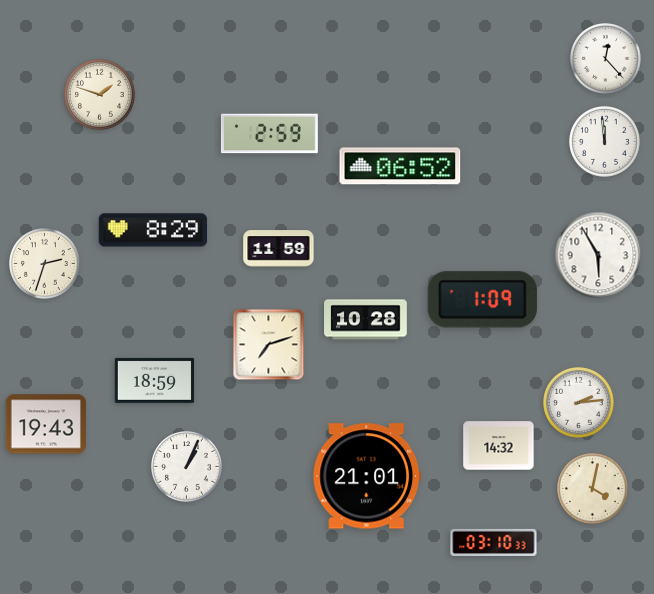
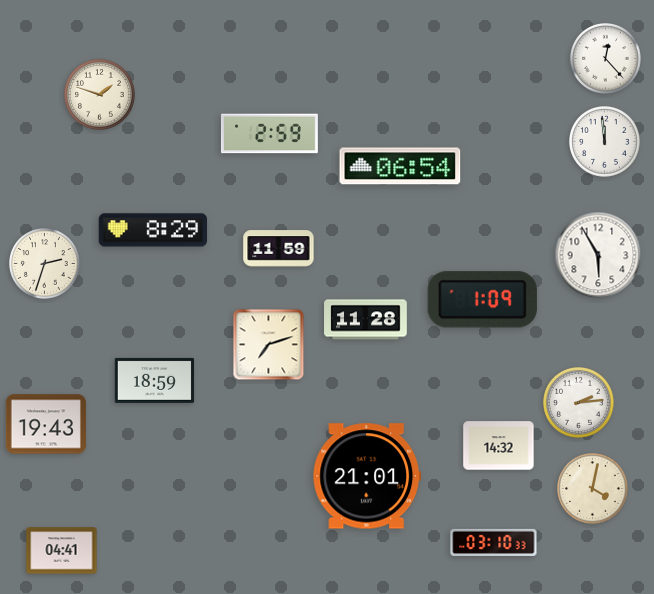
clock at (400, 166): 06:52 -> 06:54
clock at (366, 320): 10:28 -> 11:28
clock at (187, 467): 1:04 -> none
clock at (62, 551): none -> 04:41
